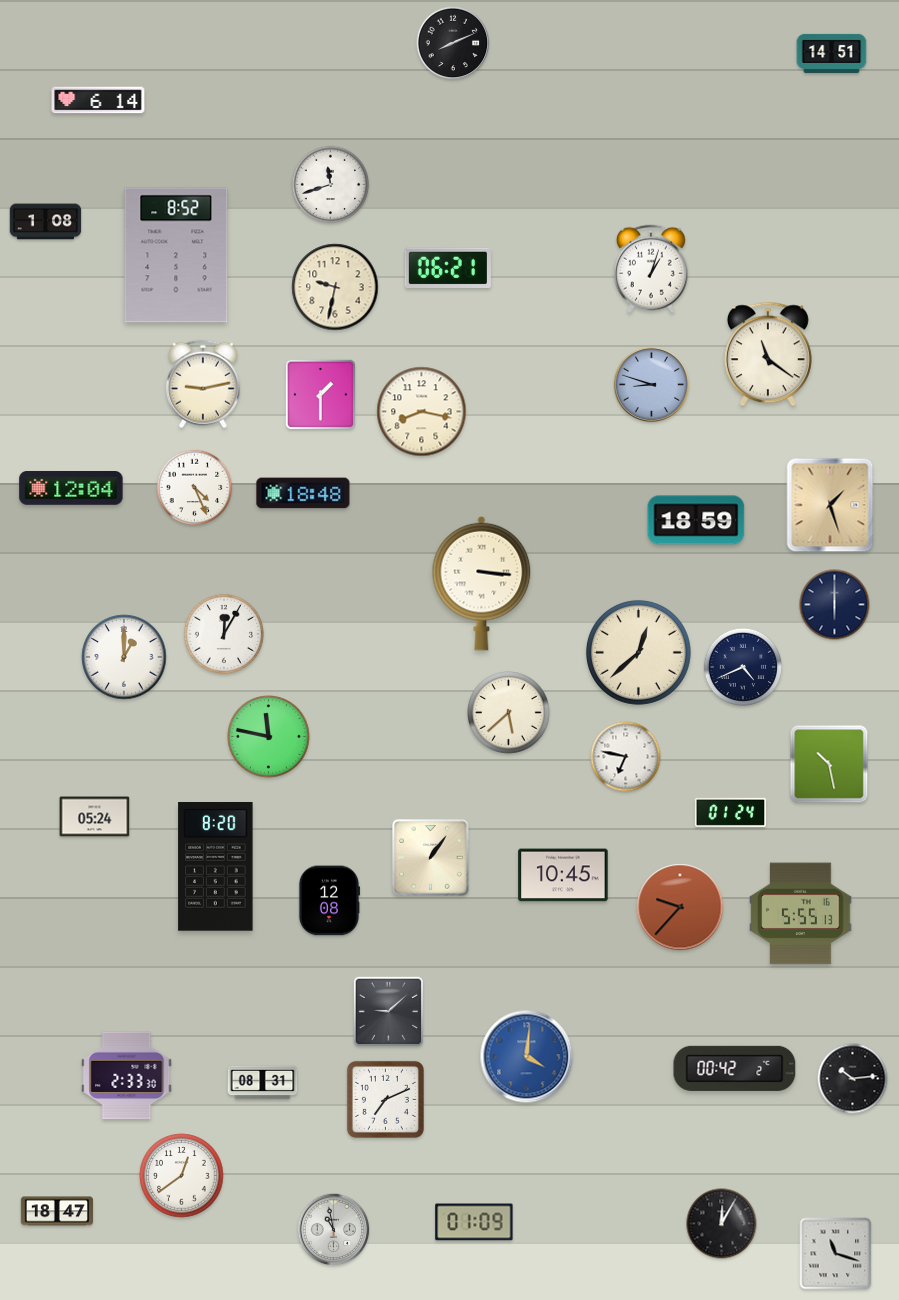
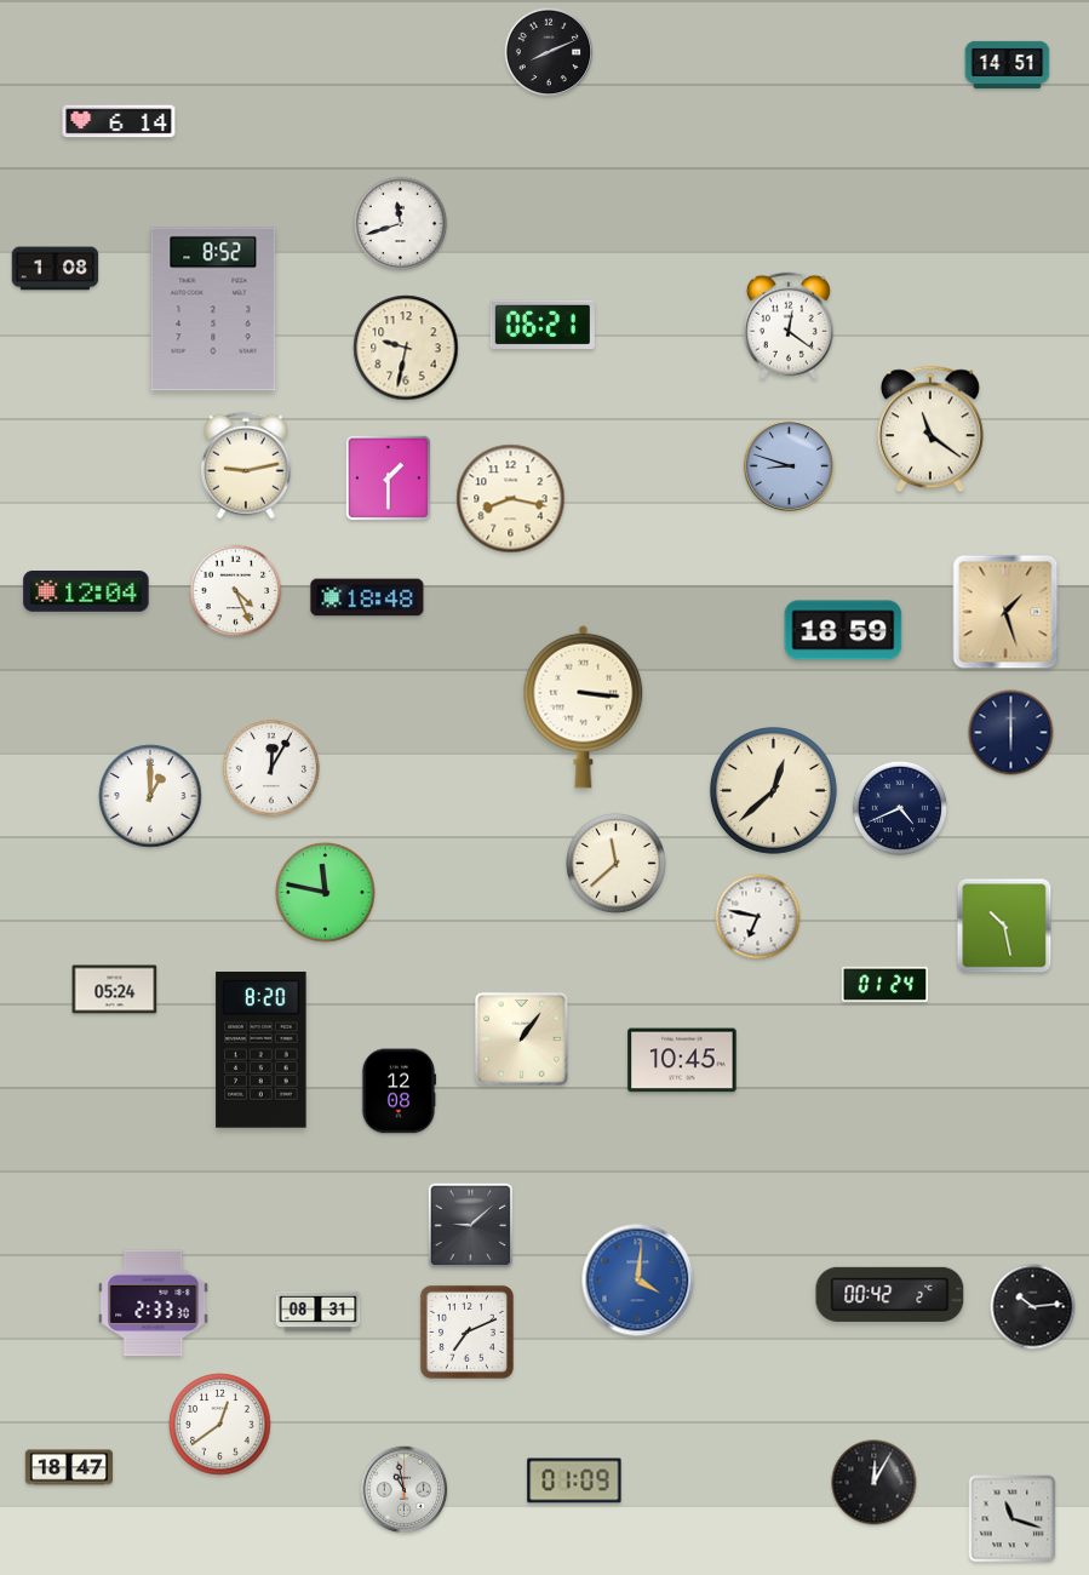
clock at (651, 269): 1:03 -> 12:21
clock at (509, 713): 5:38 -> 11:38
clock at (680, 907): 9:37 -> none
clock at (801, 914): 5:55 -> none
